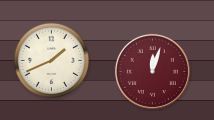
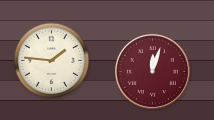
clock at (52, 61): 1:41 -> 1:46
